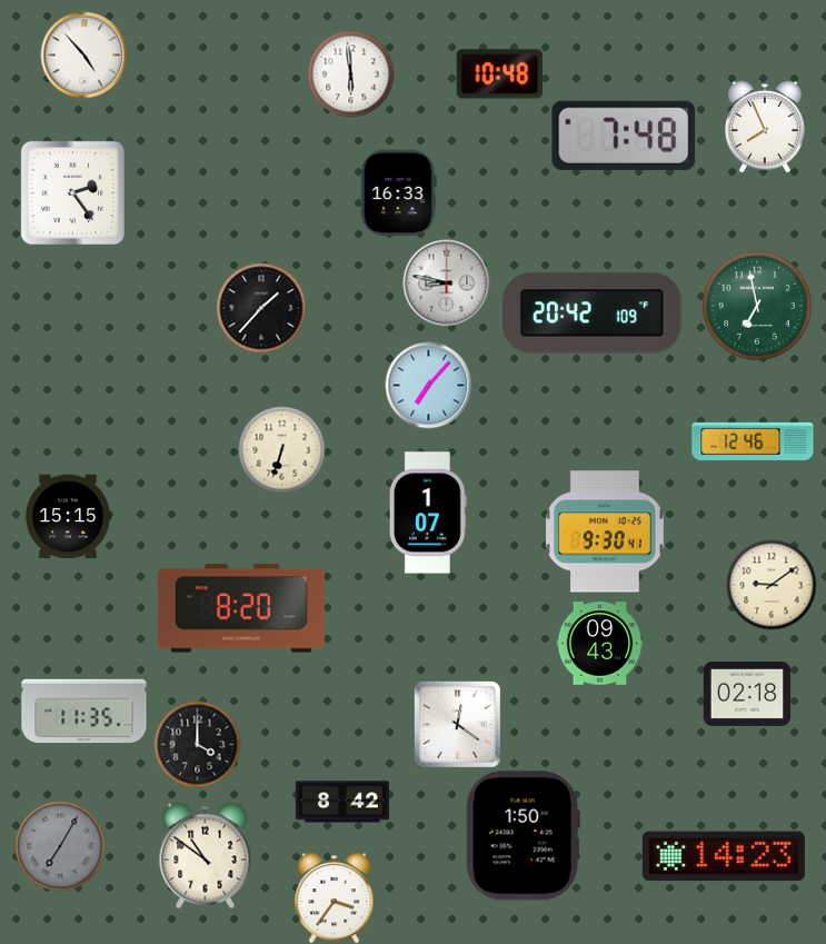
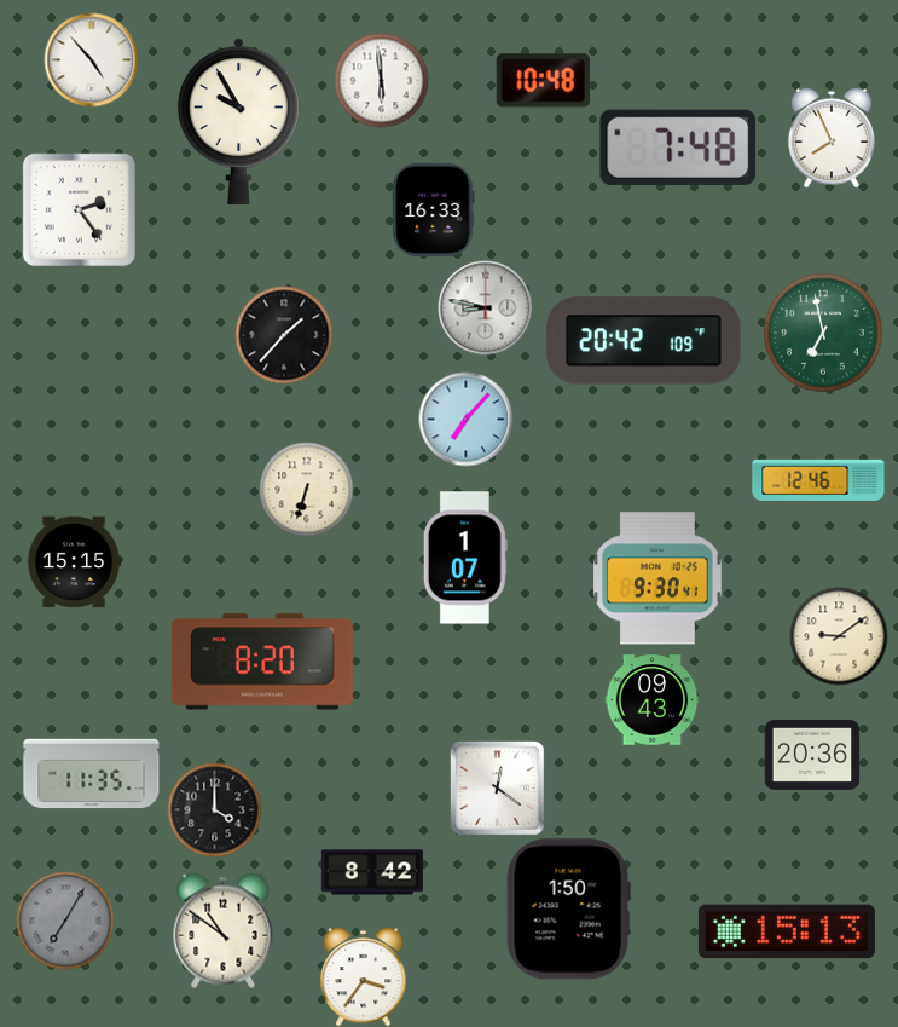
clock at (238, 122): none -> 9:55
clock at (747, 694): 02:18 -> 20:36
clock at (724, 856): 14:23 -> 15:13
